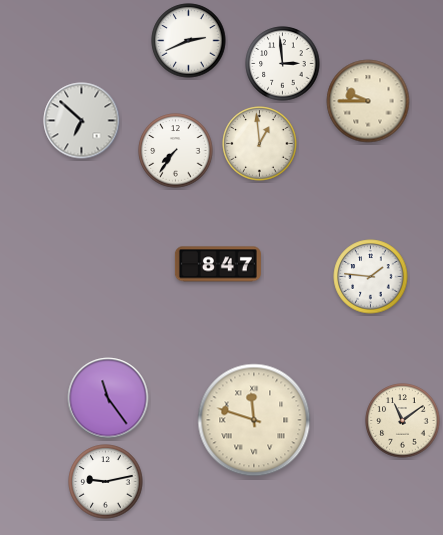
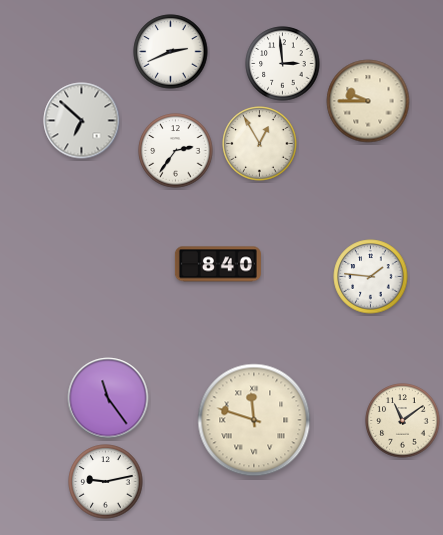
clock at (189, 41) position: (189, 41) -> (171, 52)
clock at (260, 144): 12:59 -> 12:55
clock at (176, 151): 7:36 -> 2:36
clock at (218, 264): 8:47 -> 8:40
